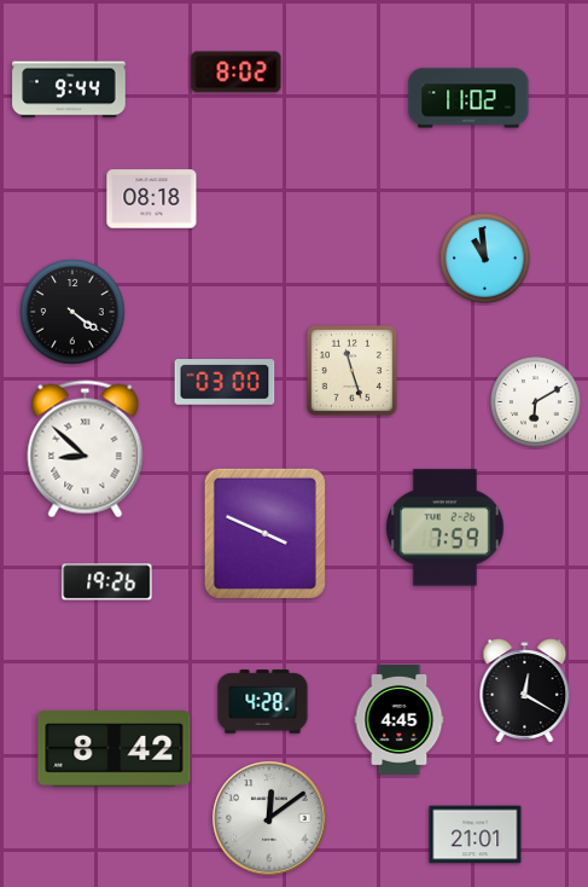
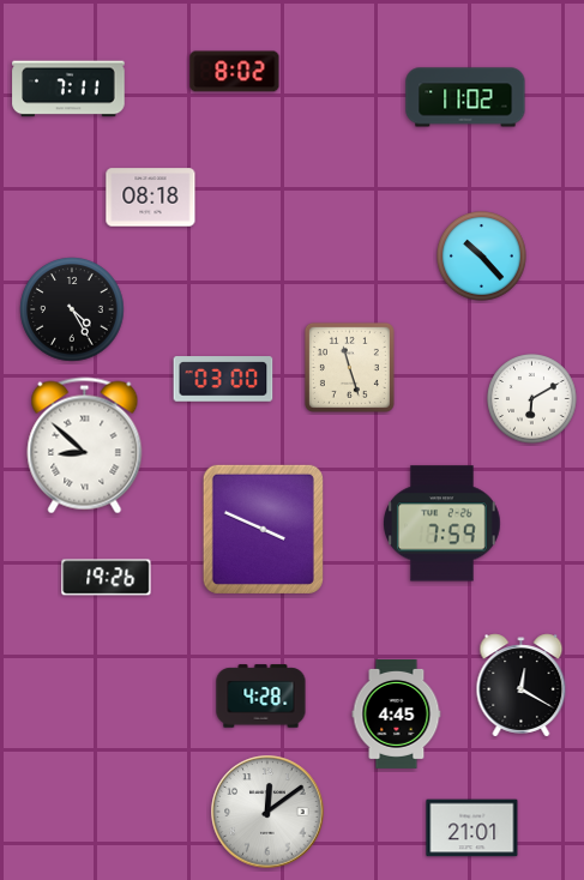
clock at (69, 89): 9:44 -> 7:11
clock at (485, 259): 10:59 -> 10:23
clock at (72, 312): 4:21 -> 4:25
clock at (115, 749): 8:42 -> none
